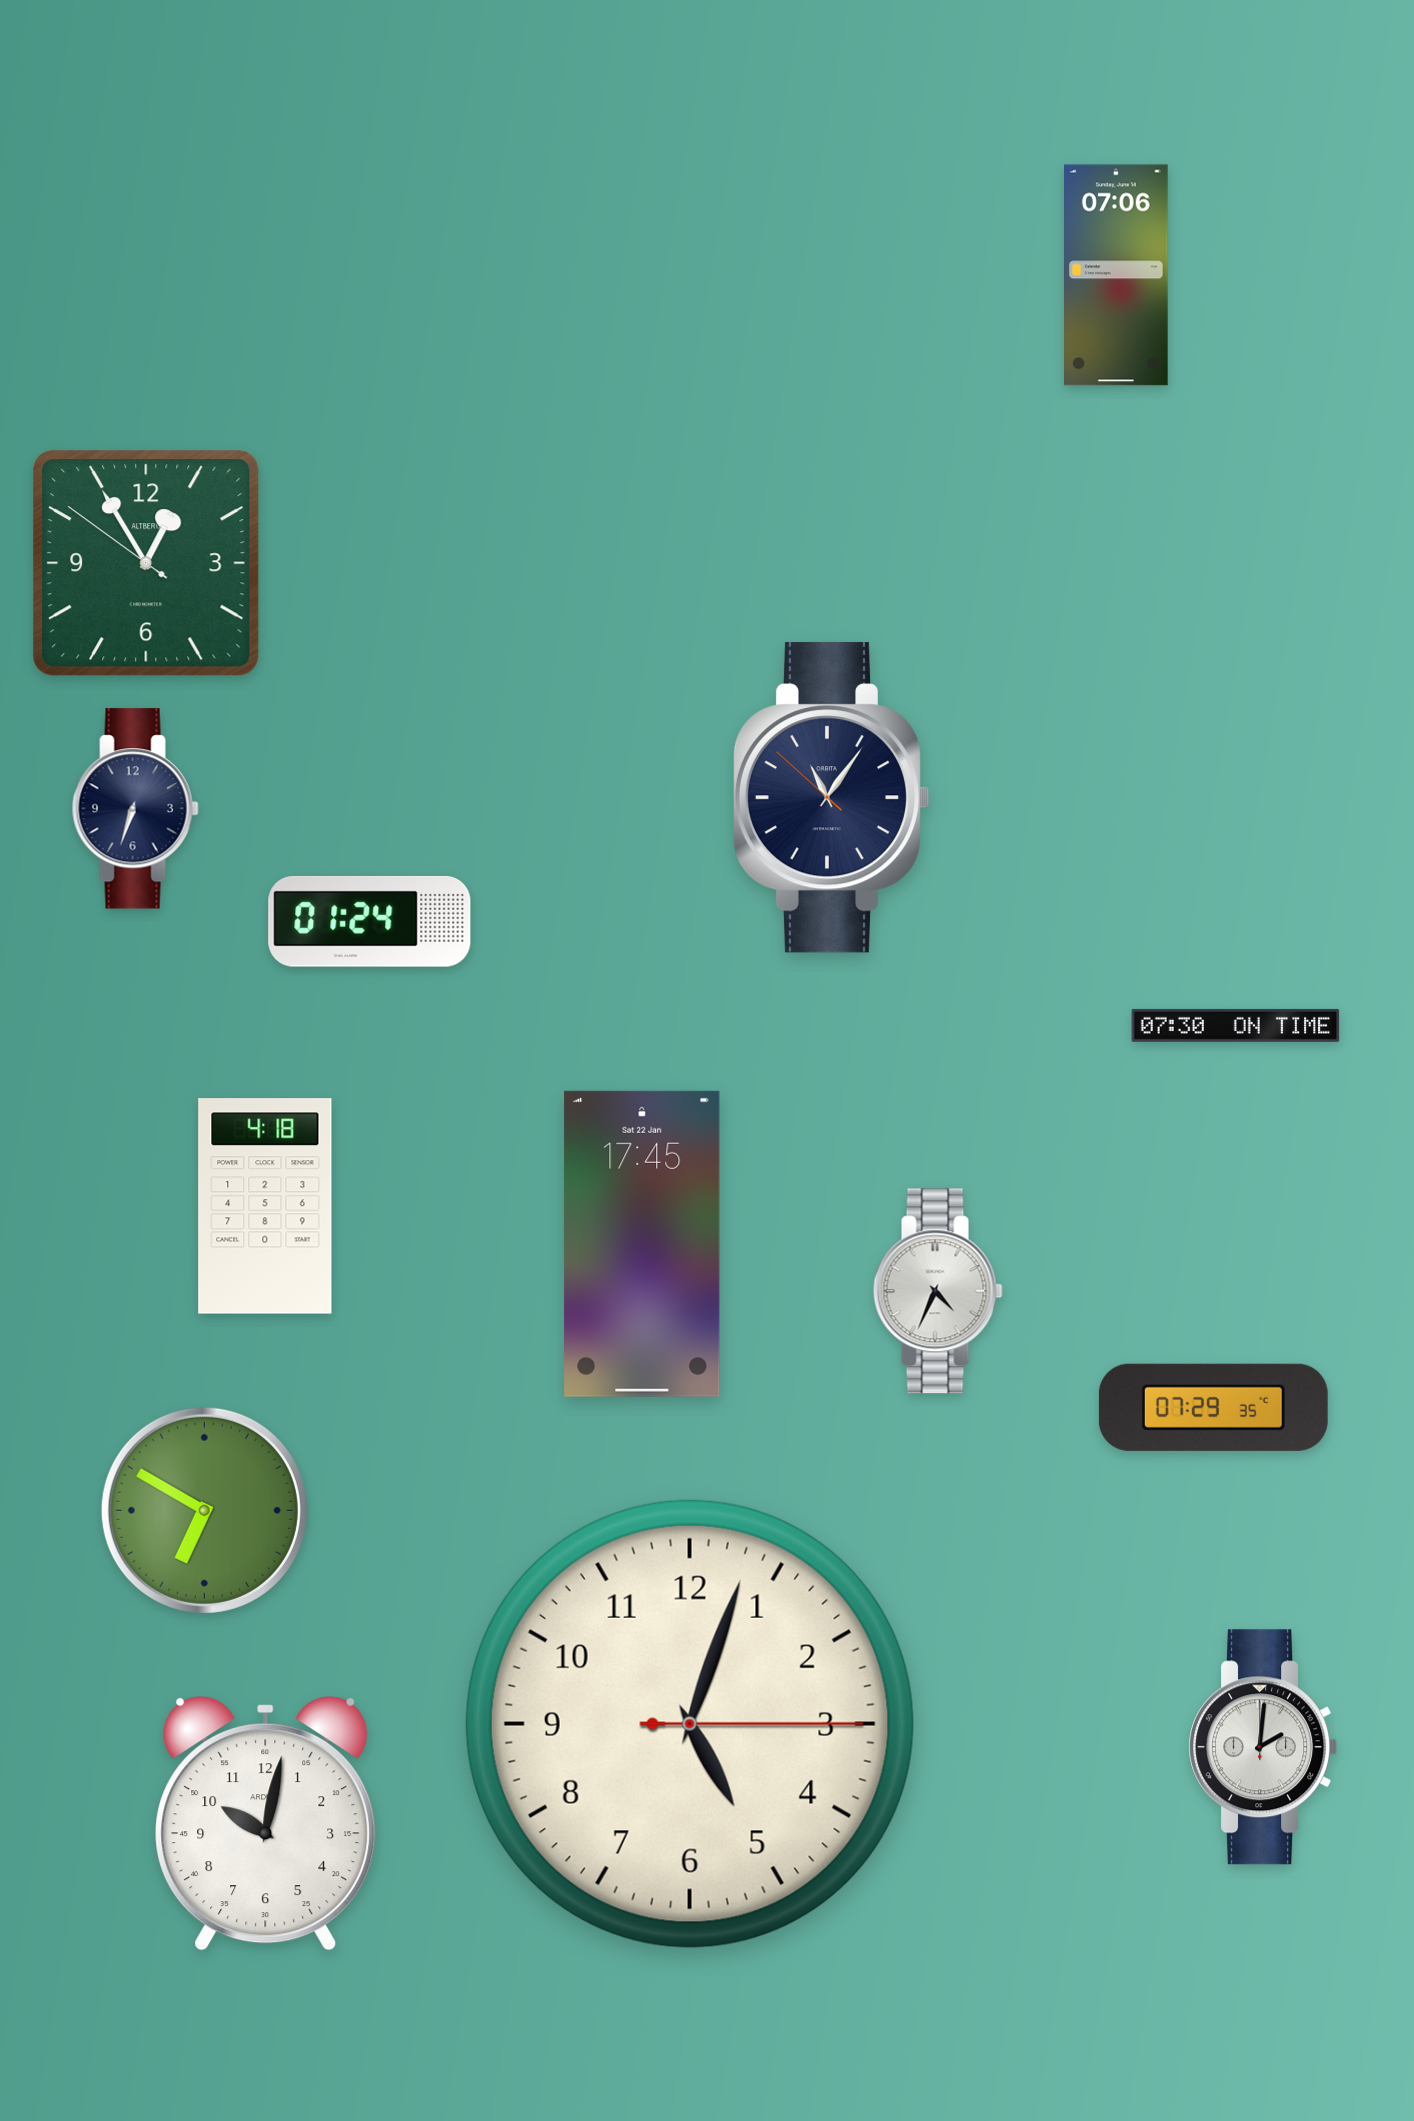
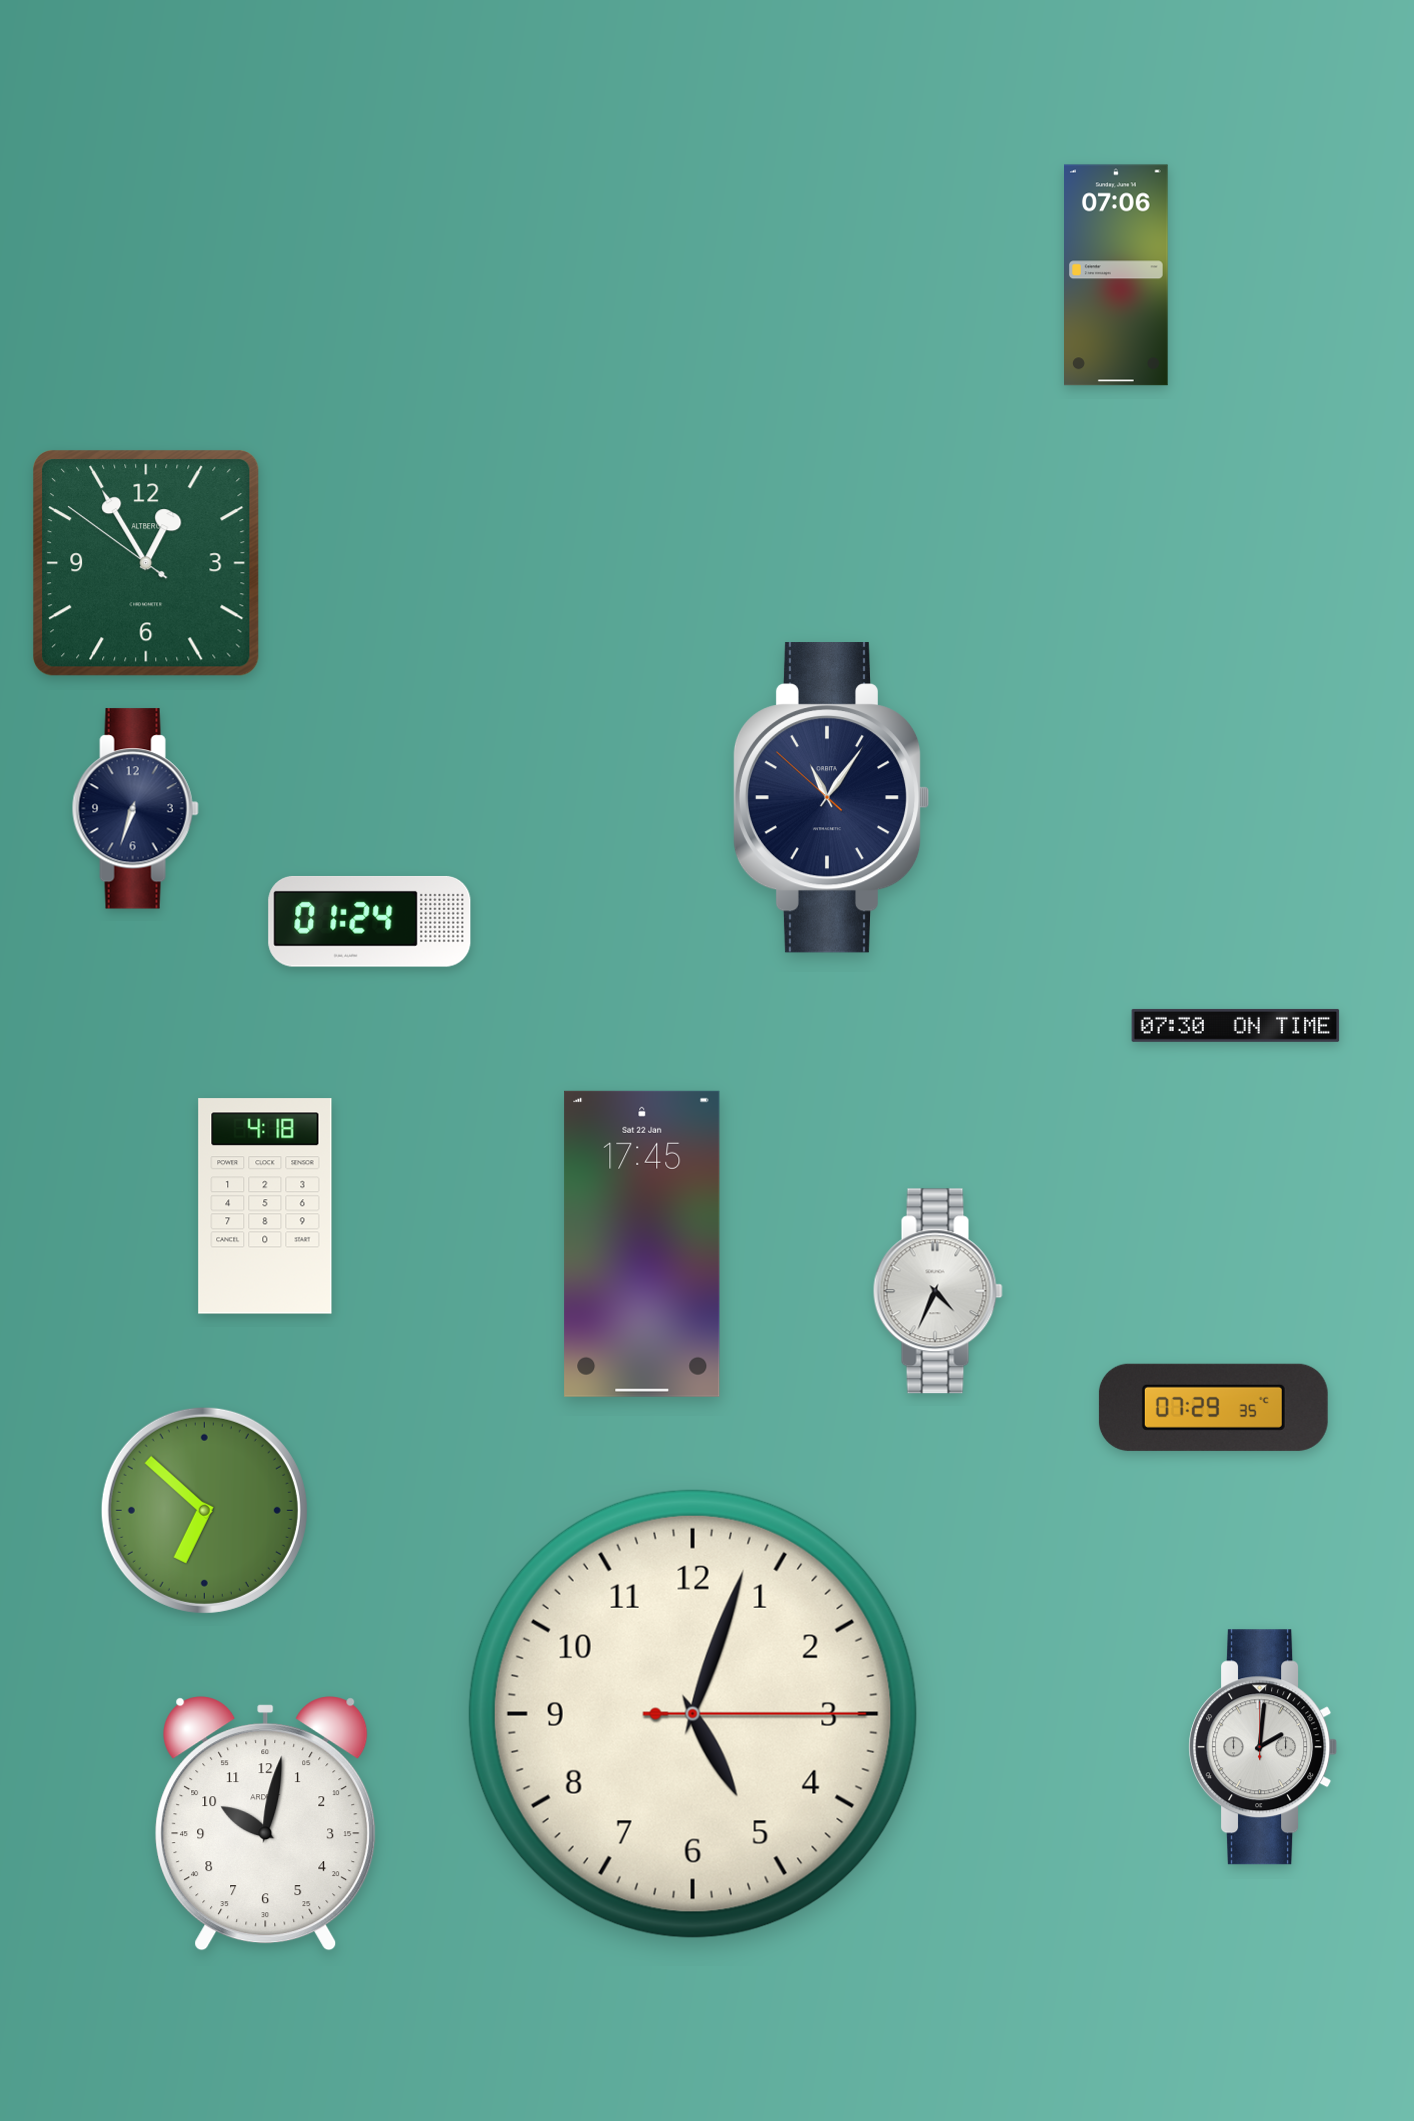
clock at (204, 1510): 6:50 -> 6:52
clock at (690, 1724) position: (690, 1724) -> (693, 1714)
